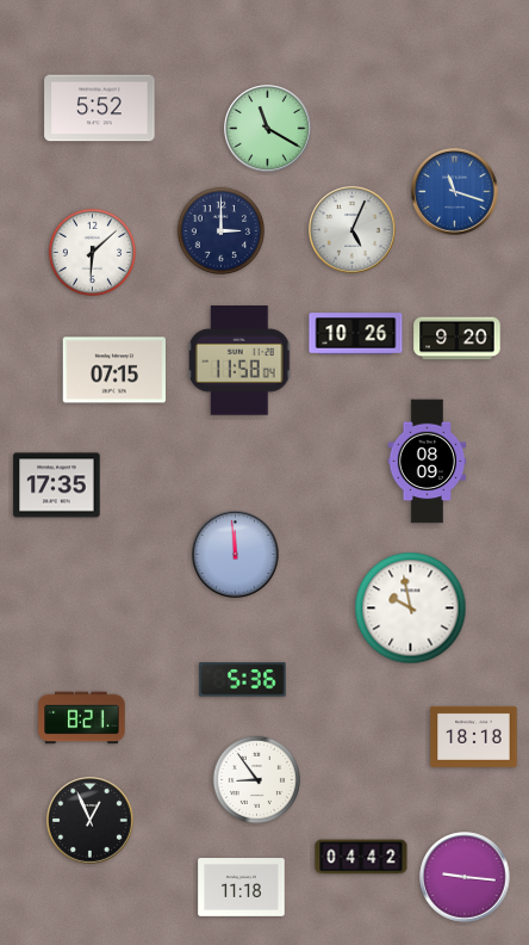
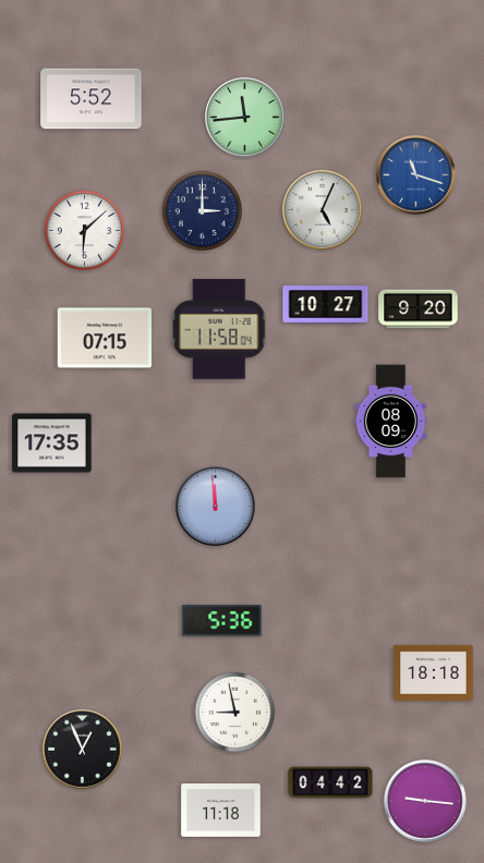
clock at (268, 129): 11:20 -> 11:44
clock at (356, 334): 10:26 -> 10:27
clock at (411, 609): 9:58 -> none
clock at (82, 718): 8:21 -> none
clock at (256, 779): 8:54 -> 8:58
